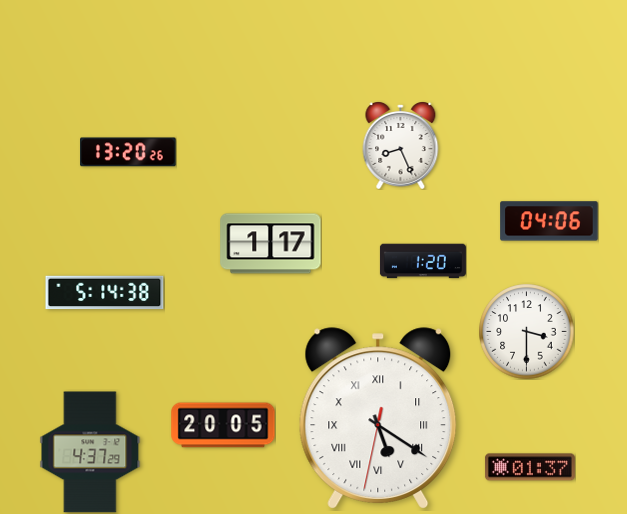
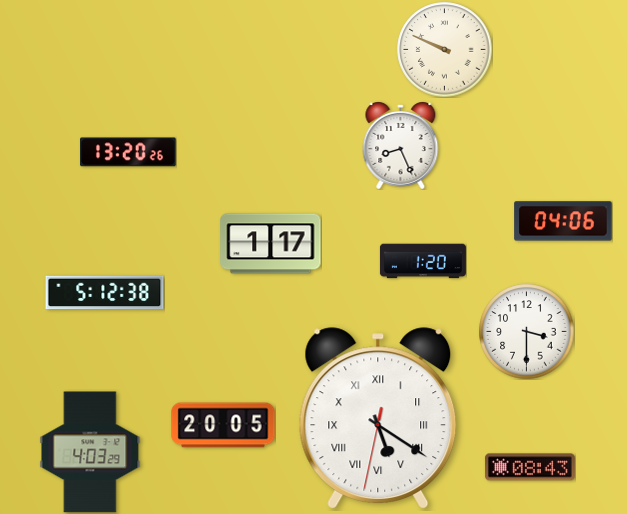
clock at (444, 49): none -> 9:49
clock at (549, 221) position: (549, 221) -> (563, 221)
clock at (105, 293): 5:14 -> 5:12
clock at (90, 452): 4:37 -> 4:03
clock at (530, 467): 01:37 -> 08:43
